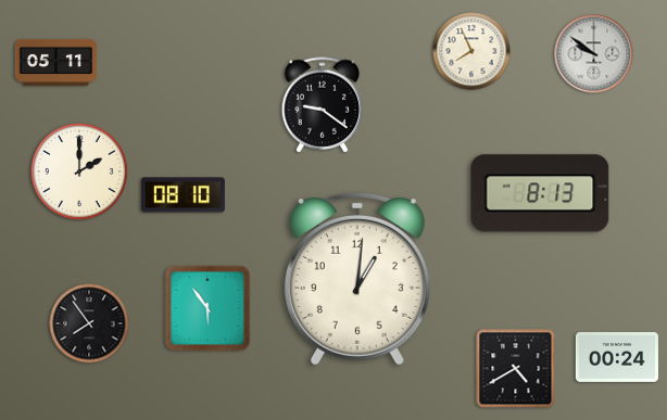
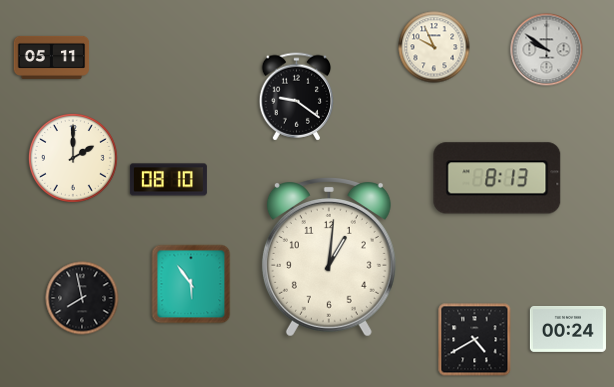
clock at (471, 51): 7:56 -> 9:56
clock at (89, 323): 7:54 -> 7:58
